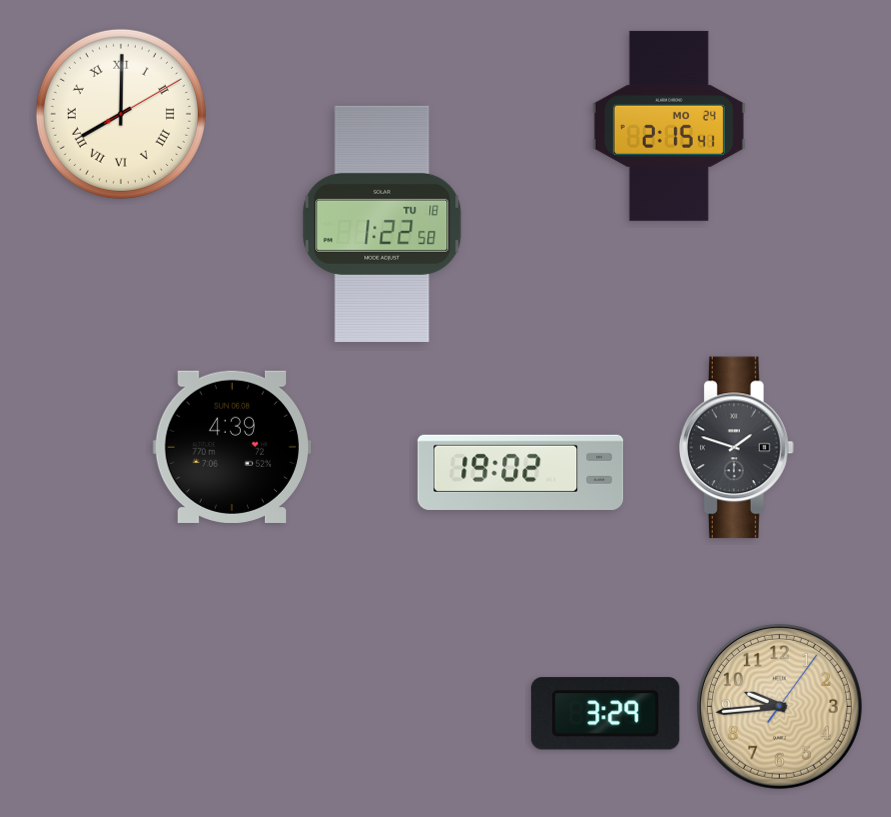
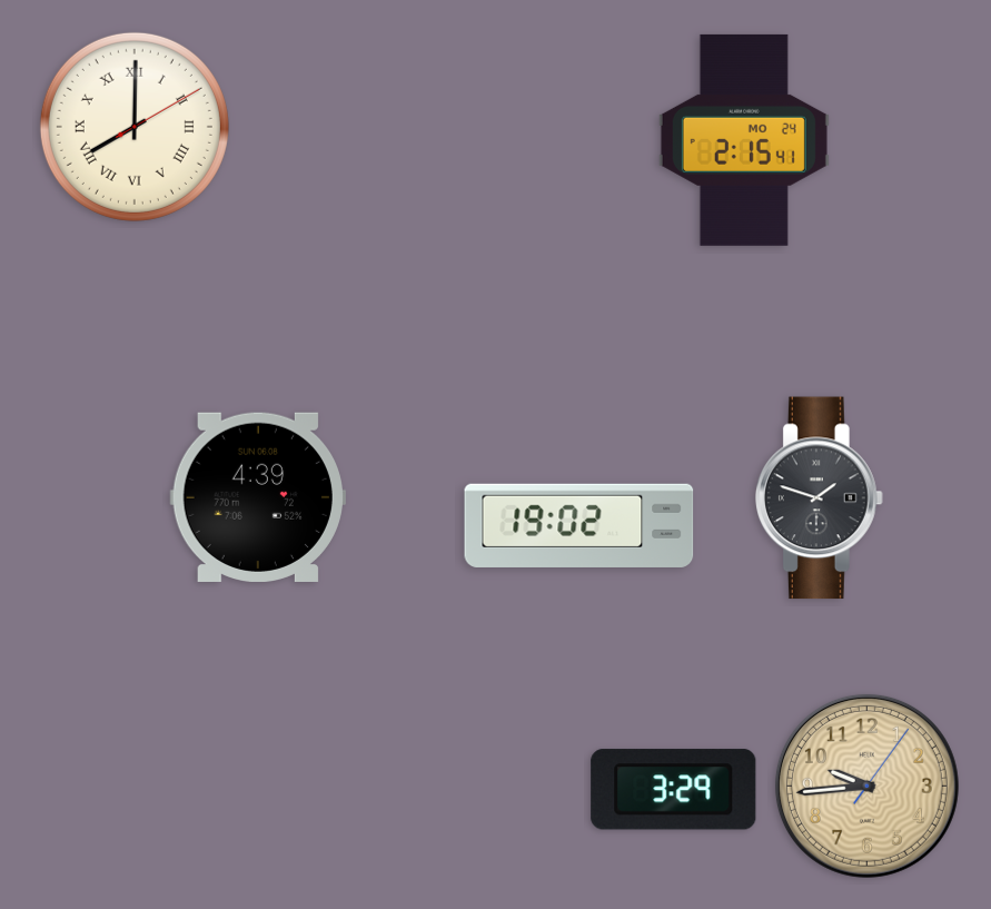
clock at (382, 224): 1:22 -> none
clock at (606, 714) position: (606, 714) -> (674, 790)
